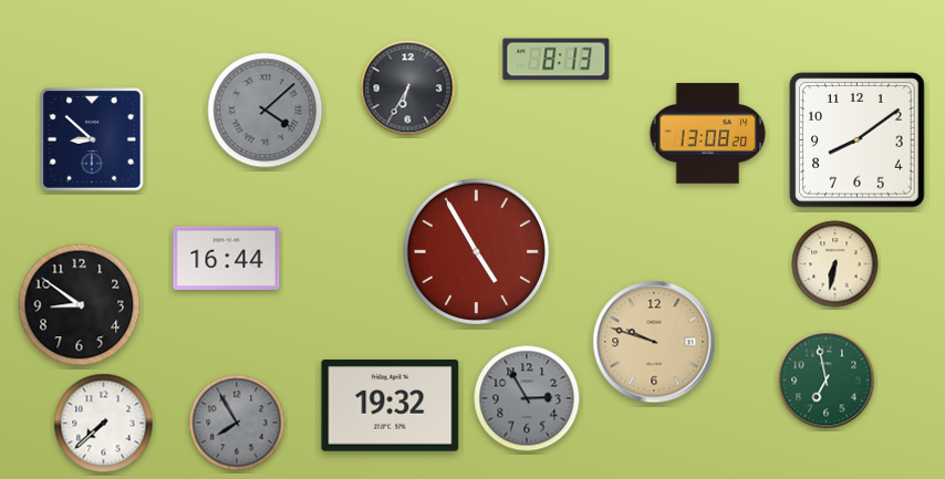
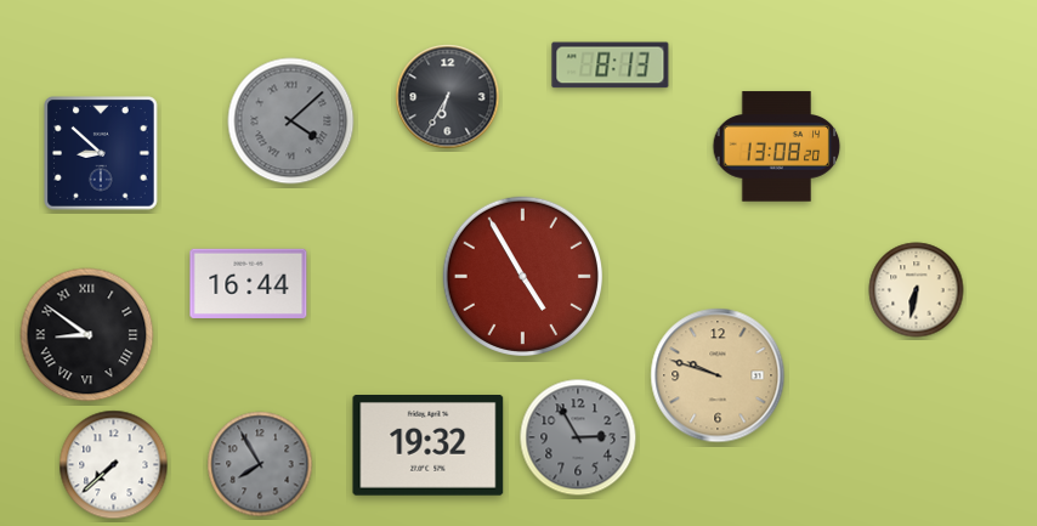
clock at (858, 140): 8:09 -> none
clock at (80, 305) numerals: Arabic -> Roman
clock at (827, 381): 6:58 -> none
